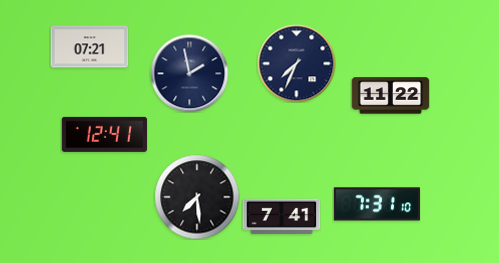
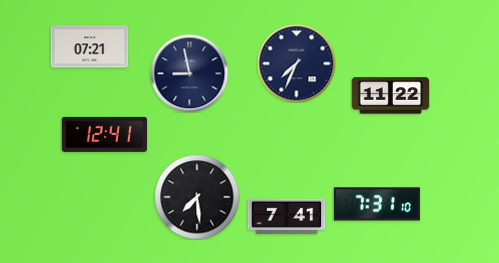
clock at (189, 73): 1:58 -> 8:58
clock at (281, 217) position: (281, 217) -> (286, 217)
